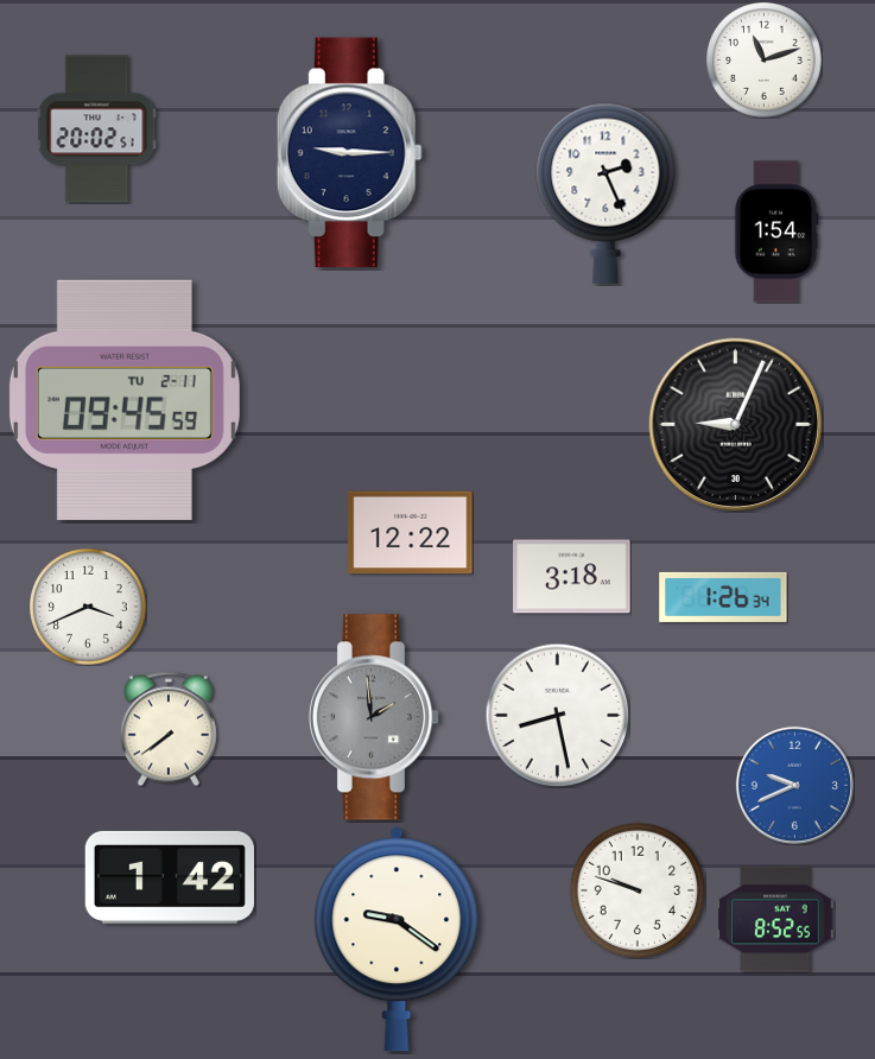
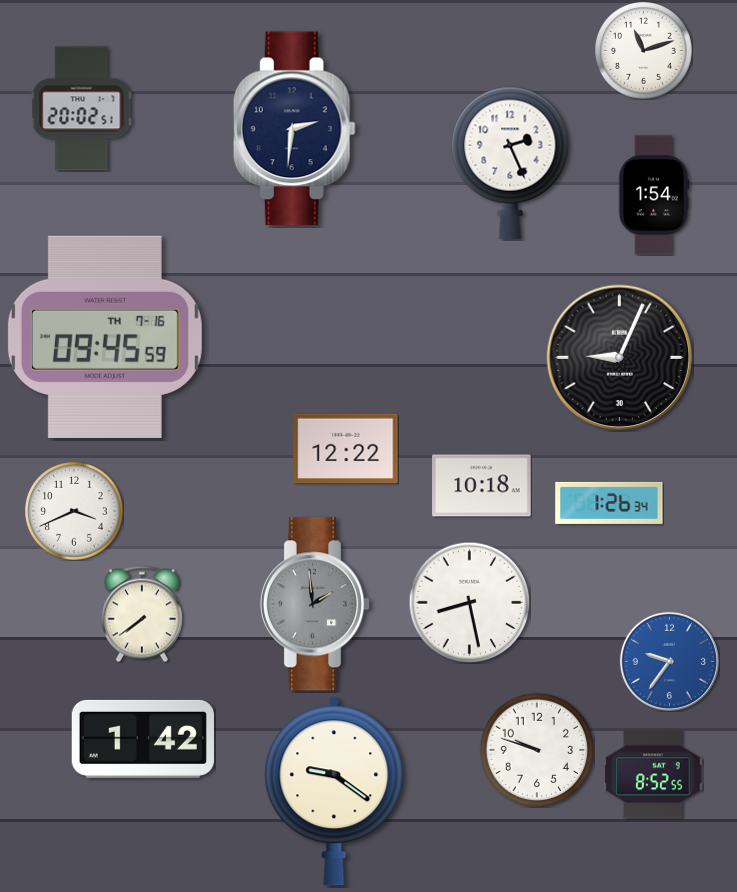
clock at (349, 153): 9:15 -> 2:31
clock at (125, 400) date: TU 2-11 -> TH 7-16
clock at (572, 577): 3:18 -> 10:18
clock at (794, 785): 9:41 -> 9:36
